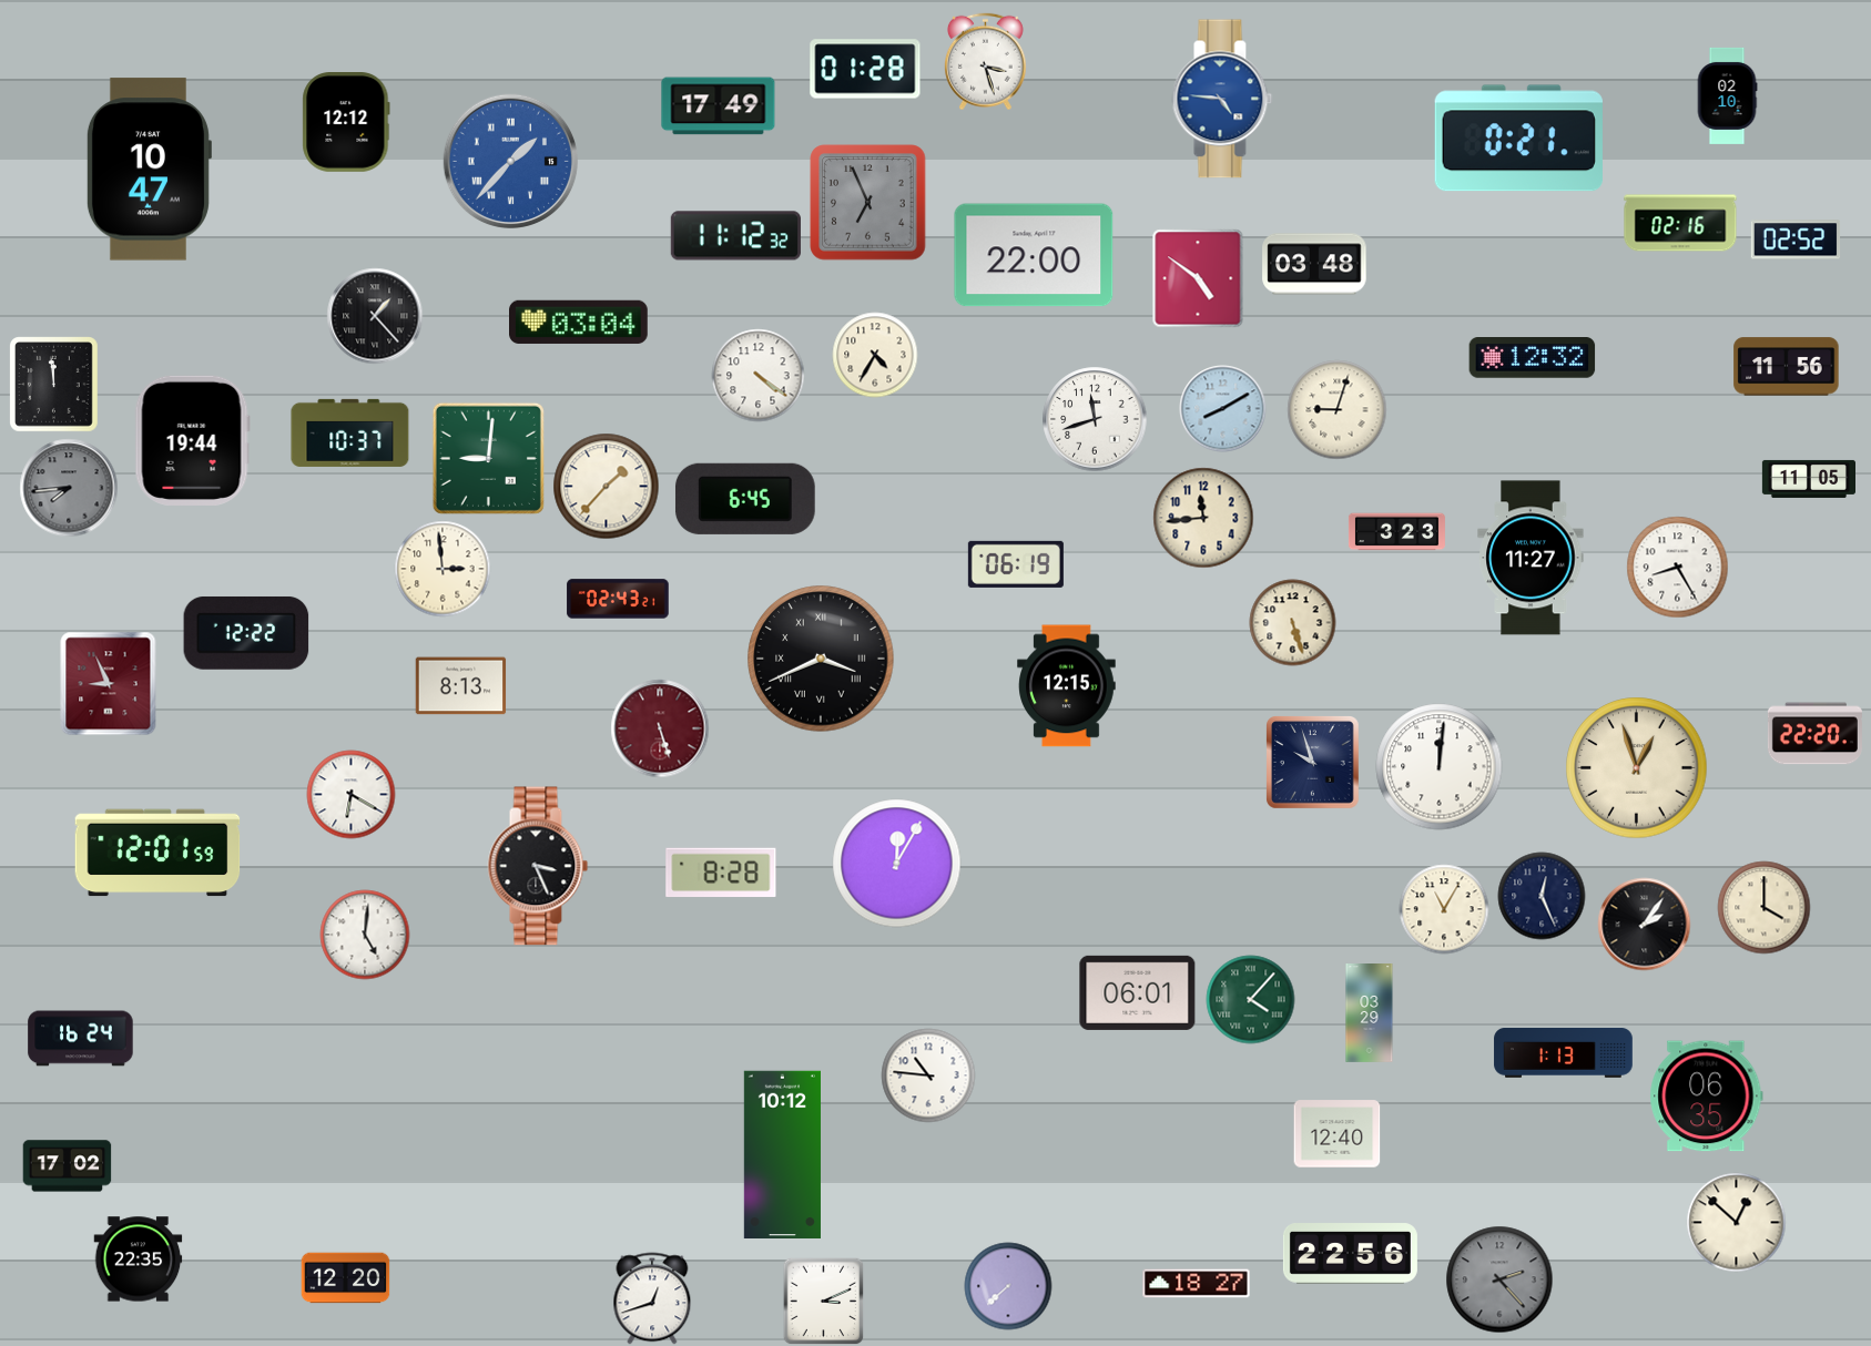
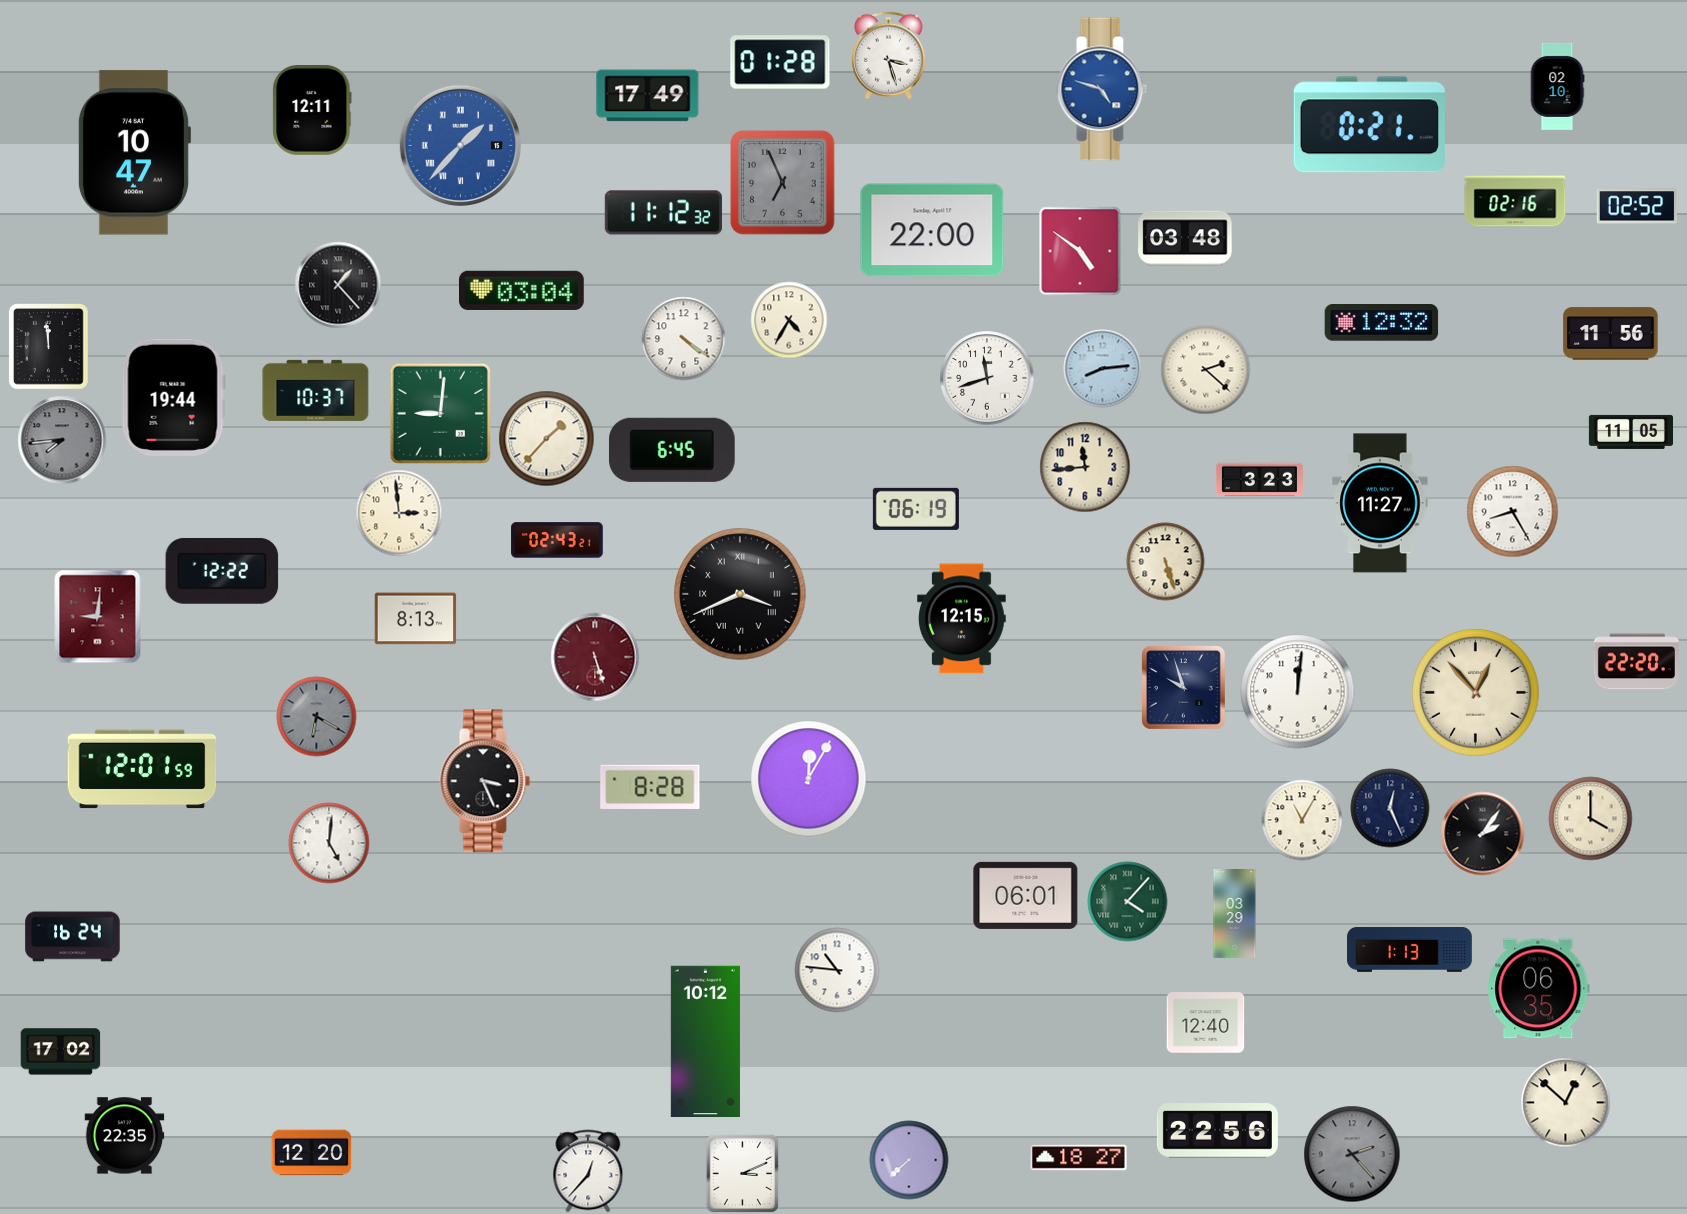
clock at (1222, 99): 4:46 -> 4:48
clock at (346, 123): 12:12 -> 12:11
clock at (1796, 239) position: (1796, 239) -> (1637, 206)
clock at (1787, 367) position: (1787, 367) -> (1611, 334)
clock at (1223, 409): 8:10 -> 8:14
clock at (1338, 410): 9:03 -> 2:22
clock at (109, 684): 8:56 -> 9:01
clock at (1637, 768): 12:57 -> 12:53
clock at (352, 795) dial: white -> grey
clock at (652, 1298): 12:42 -> 12:37
